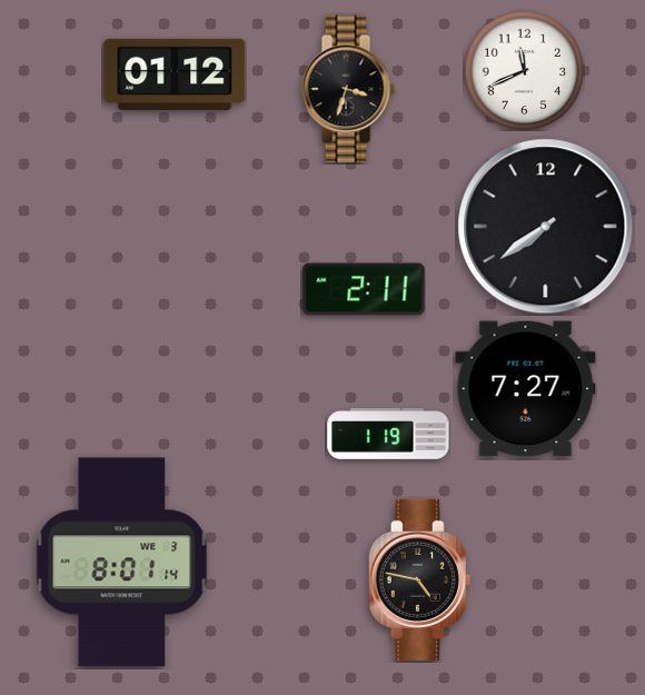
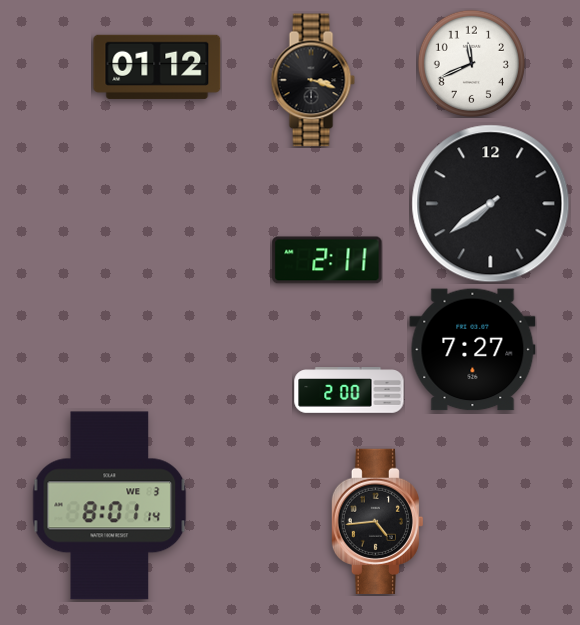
clock at (348, 89): 3:33 -> 3:18
clock at (388, 434): 1:19 -> 2:00
clock at (419, 579): 4:47 -> 4:44
